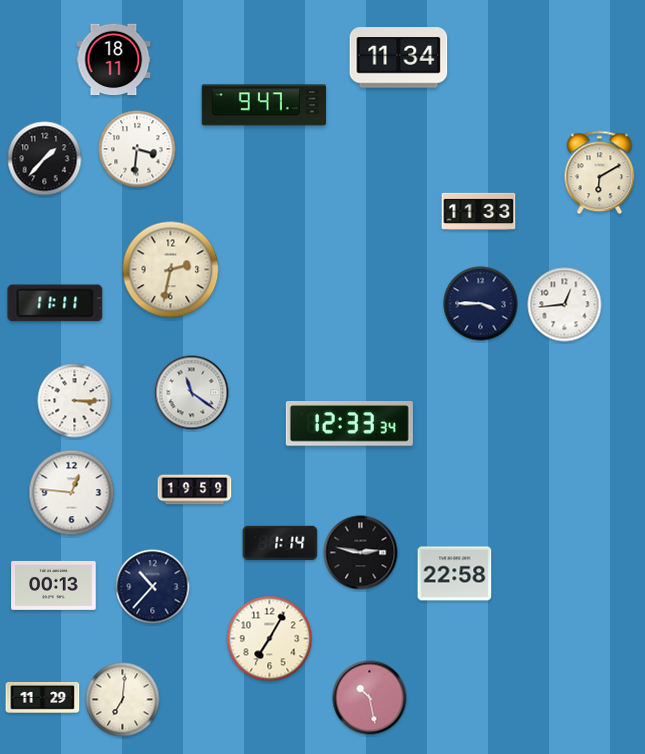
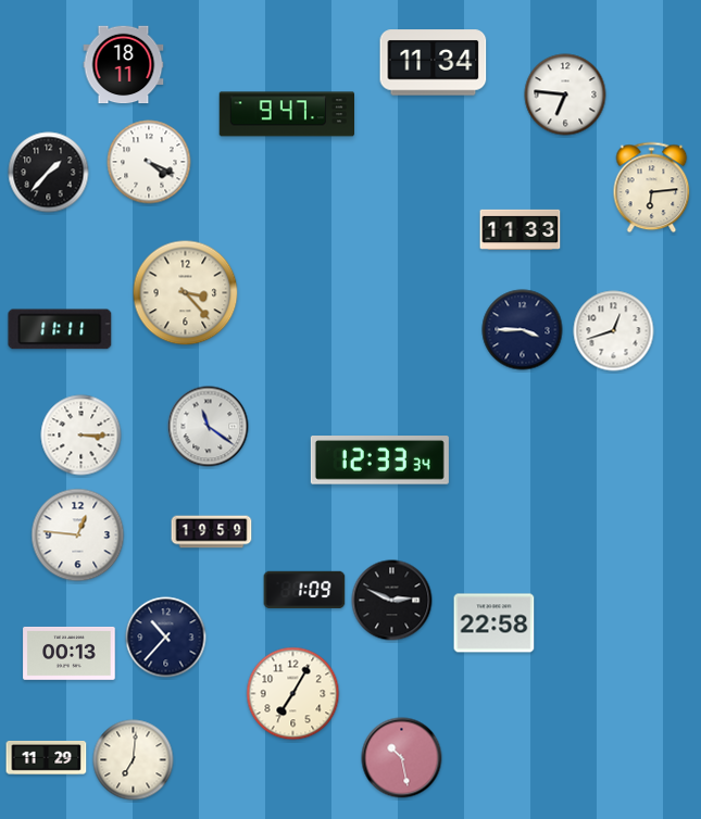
clock at (565, 94): none -> 6:46
clock at (137, 149): 3:31 -> 4:19
clock at (600, 173): 6:10 -> 6:14
clock at (171, 270): 2:32 -> 3:23
clock at (565, 305): 12:44 -> 12:42
clock at (280, 543): 1:14 -> 1:09
clock at (361, 553): 2:47 -> 2:49
clock at (54, 585) position: (54, 585) -> (70, 653)
